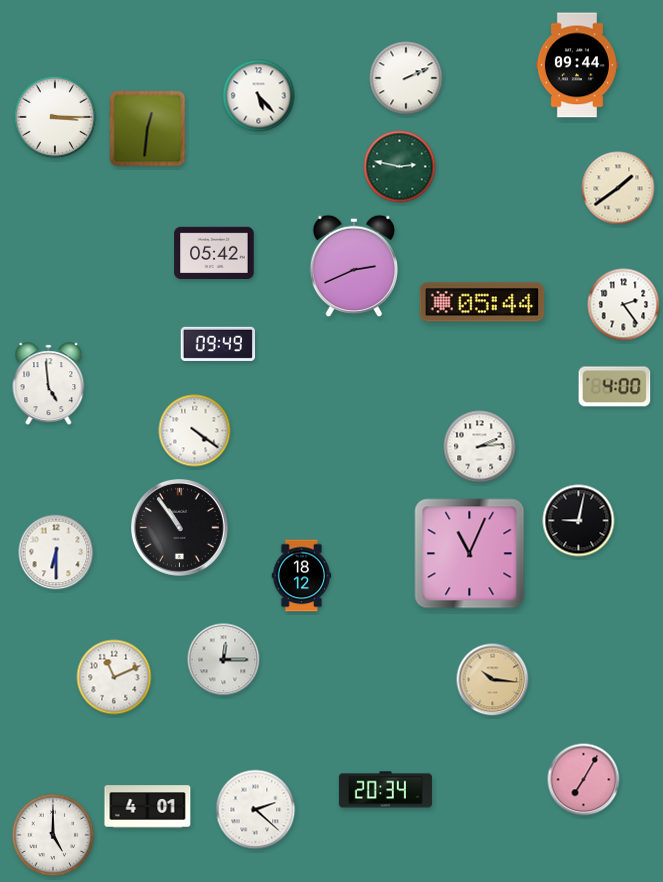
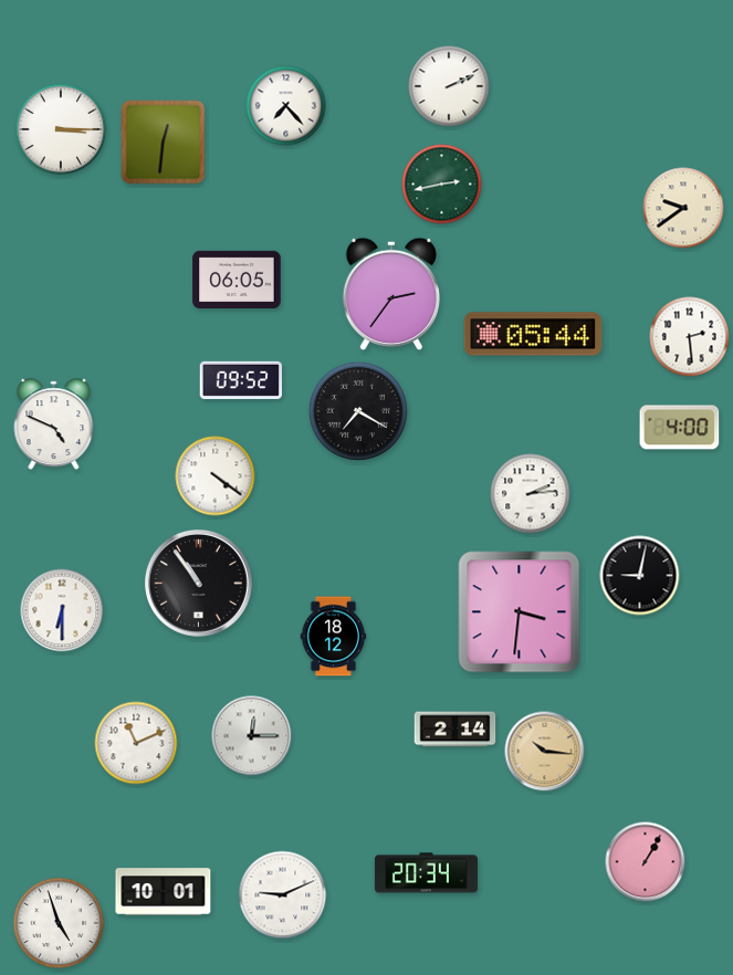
clock at (577, 65): 09:44 -> none
clock at (259, 96): 5:23 -> 7:23
clock at (400, 167): 2:47 -> 2:43
clock at (618, 188): 1:39 -> 9:39
clock at (214, 252): 05:42 -> 06:05
clock at (353, 266): 2:41 -> 2:36
clock at (624, 305): 2:24 -> 2:29
clock at (217, 344): 09:49 -> 09:52
clock at (358, 411): none -> 7:20
clock at (49, 384): 4:59 -> 4:49
clock at (470, 554): 11:04 -> 3:31
clock at (224, 660) position: (224, 660) -> (252, 736)
clock at (455, 730): none -> 2:14
clock at (114, 677) position: (114, 677) -> (136, 743)
clock at (584, 780): 7:05 -> 1:05
clock at (148, 807): 4:01 -> 10:01
clock at (256, 810): 2:22 -> 9:11
clock at (53, 835): 5:00 -> 4:57
